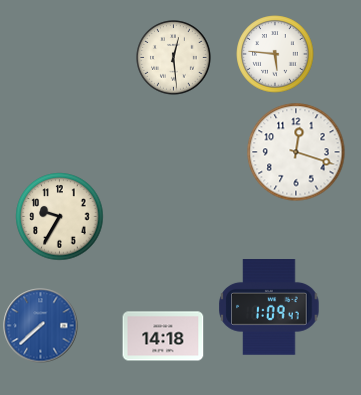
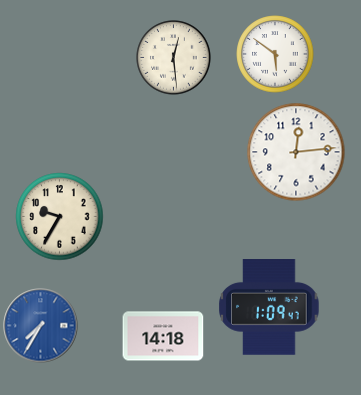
clock at (275, 54): 5:46 -> 5:51
clock at (296, 152): 12:18 -> 12:14
clock at (41, 326): 7:38 -> 7:35
